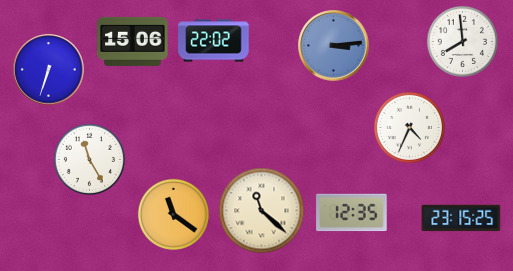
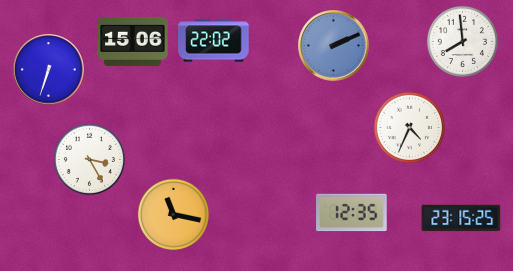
clock at (334, 46): 3:14 -> 2:11
clock at (89, 159): 11:25 -> 3:25
clock at (262, 211): 11:22 -> none
clock at (173, 214): 11:21 -> 11:17
